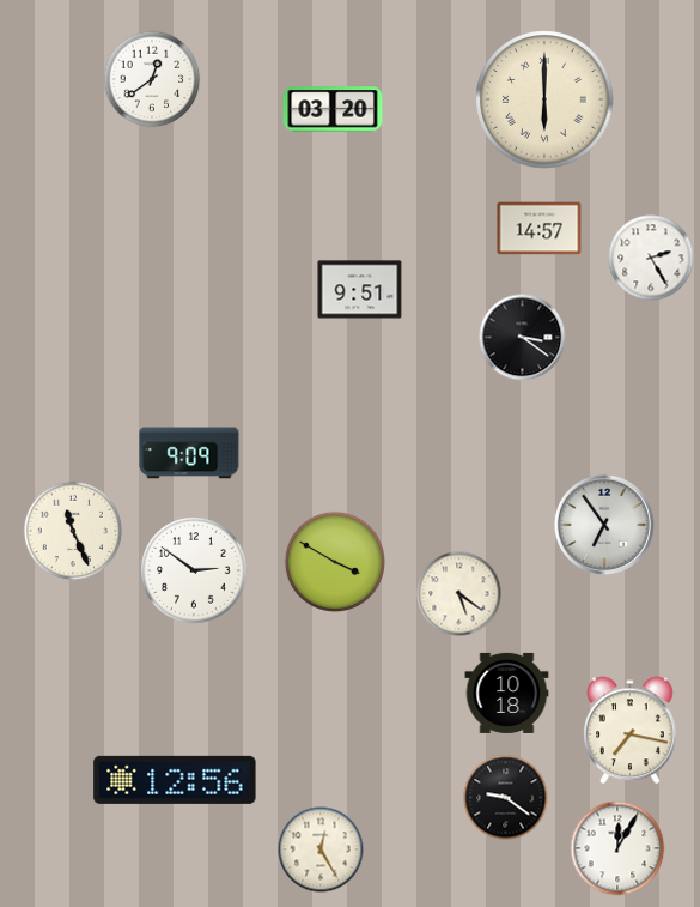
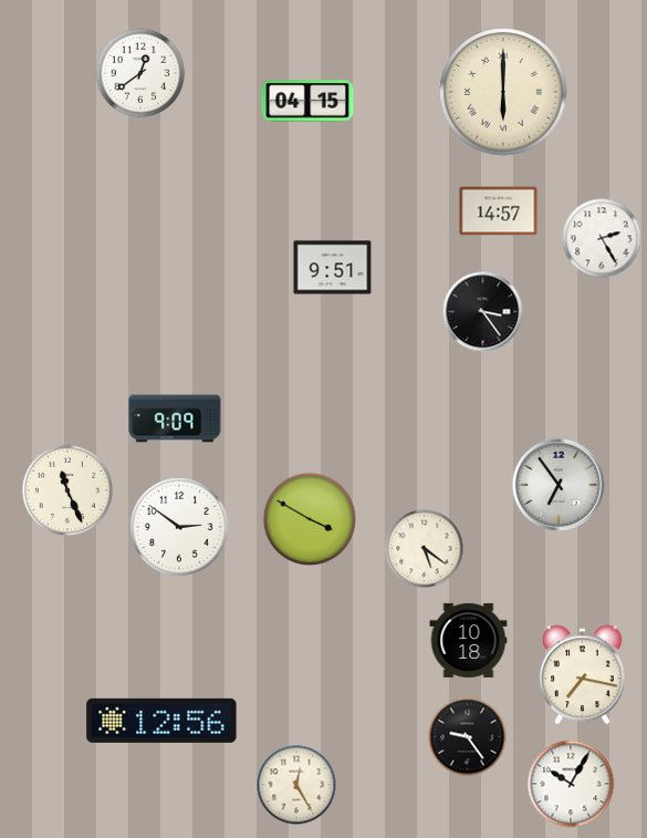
clock at (333, 109): 03:20 -> 04:15
clock at (523, 338): 3:21 -> 3:24
clock at (506, 798): 9:21 -> 9:24
clock at (617, 848): 12:05 -> 10:05
